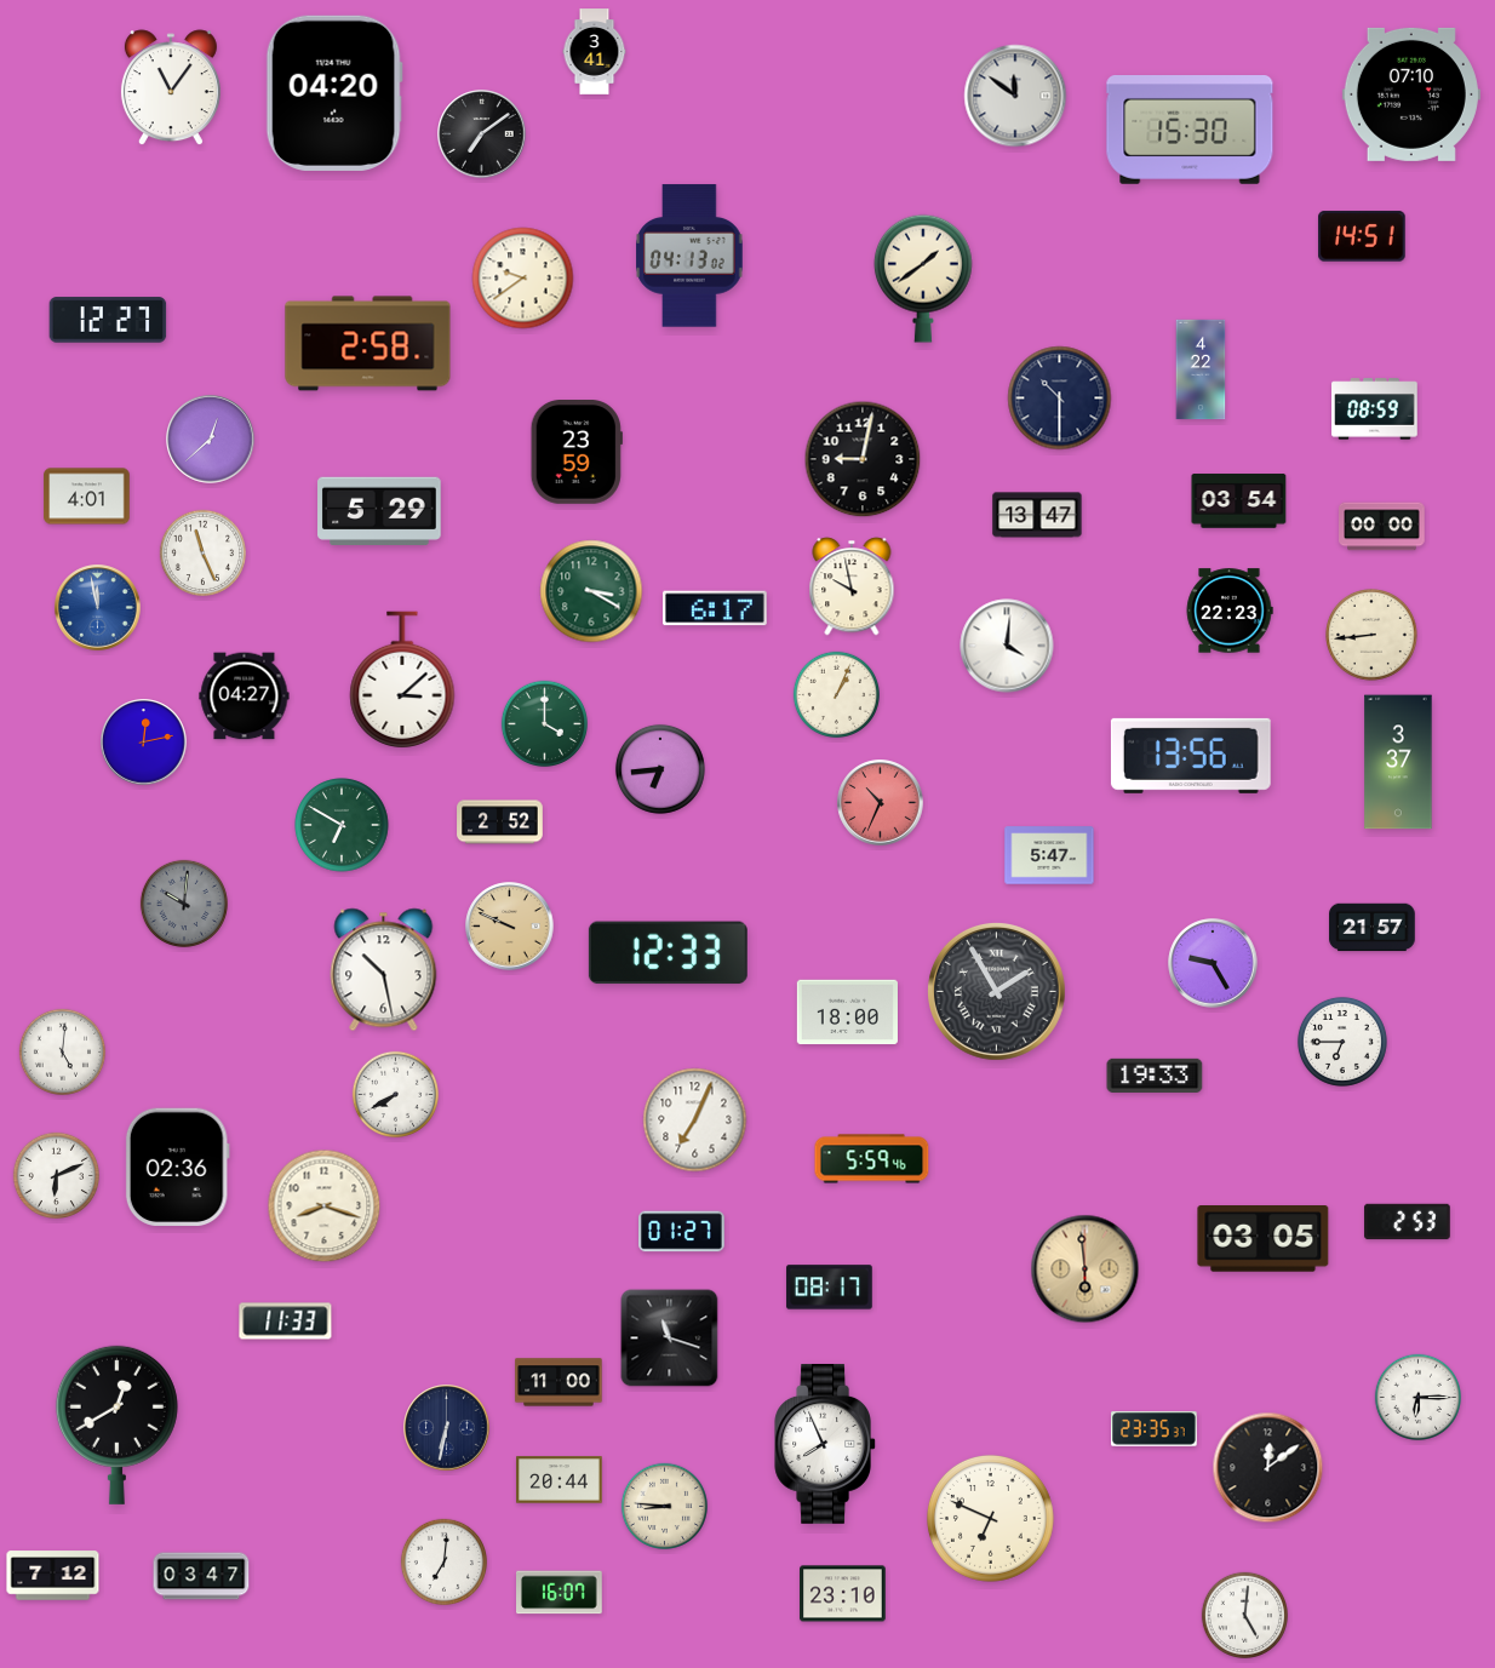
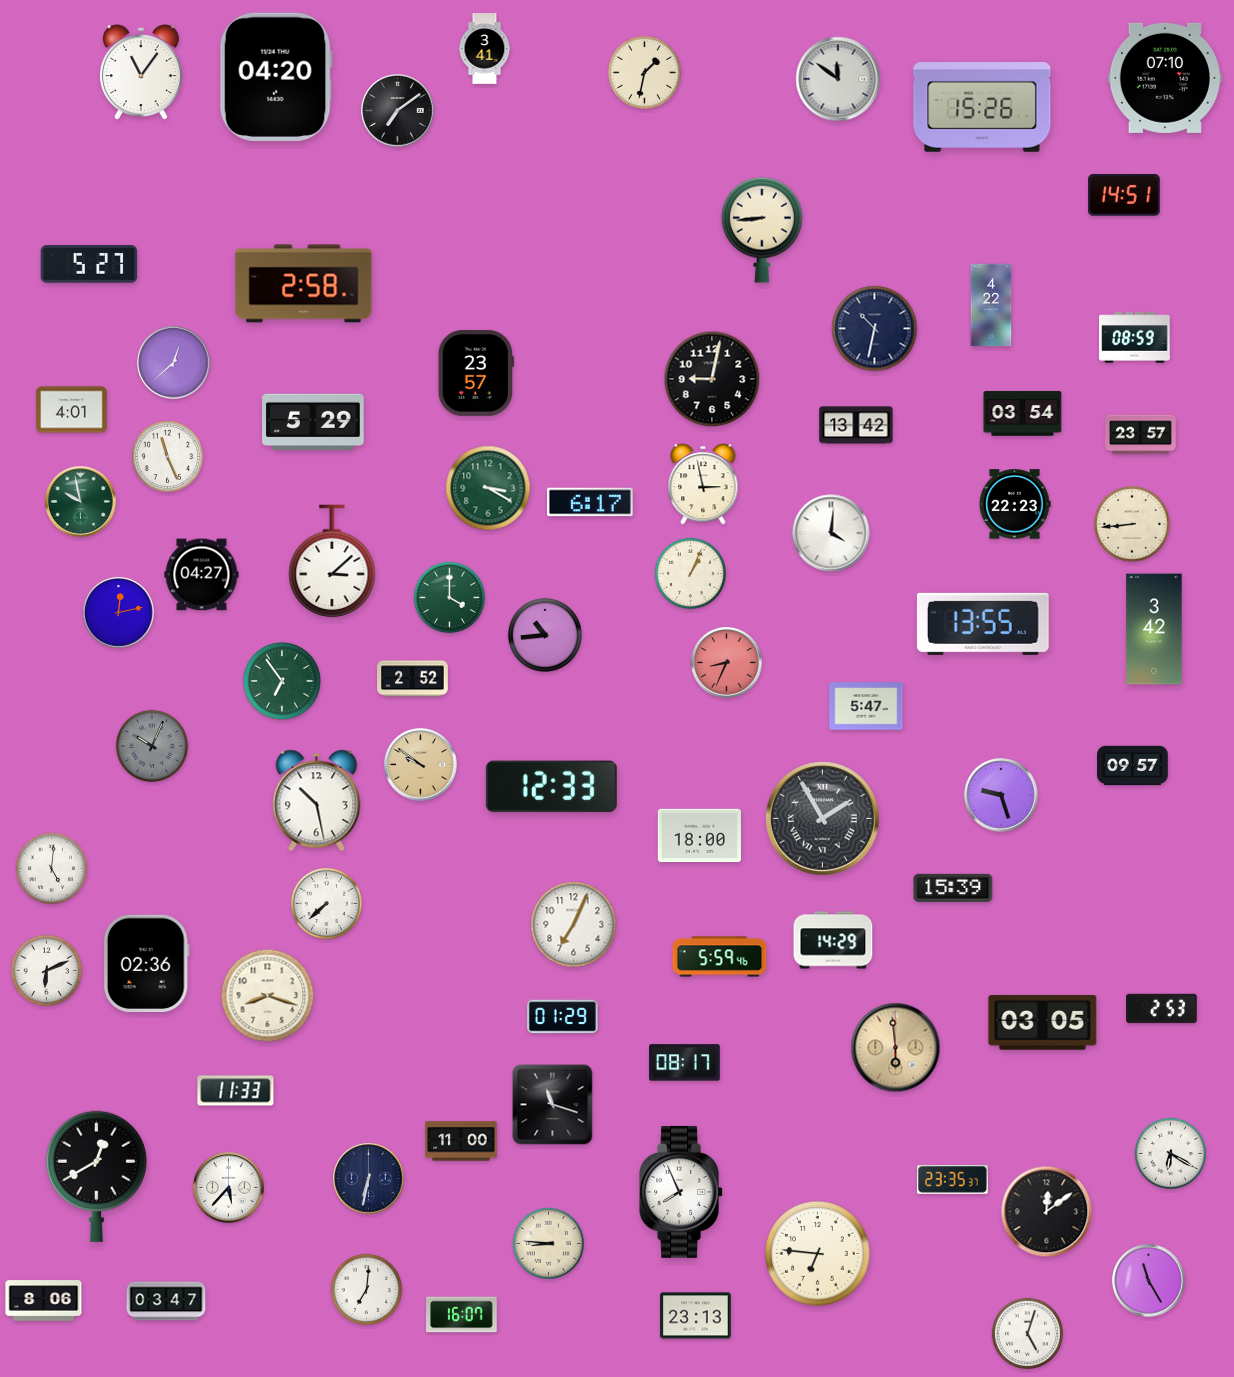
clock at (595, 52) position: (595, 52) -> (485, 49)
clock at (644, 72): none -> 1:32
clock at (1190, 131): 15:30 -> 15:26
clock at (689, 256): 04:13 -> none
clock at (523, 279): 9:39 -> none
clock at (923, 279): 1:39 -> 8:44
clock at (108, 320): 12:27 -> 5:27
clock at (1060, 399): 10:30 -> 10:32
clock at (577, 453): 23:59 -> 23:57
clock at (1037, 515): 13:47 -> 13:42
clock at (1382, 527): 00:00 -> 23:57
clock at (852, 586): 9:58 -> 2:58
clock at (98, 608): 11:58 -> 9:58
clock at (98, 608) dial: blue -> green
clock at (1191, 756): 13:56 -> 13:55
clock at (1398, 762): 3:37 -> 3:42
clock at (660, 769): 6:44 -> 10:44
clock at (881, 803): 10:34 -> 8:34
clock at (342, 825): 6:50 -> 6:54
clock at (184, 904): 10:01 -> 10:04
clock at (510, 927): 9:49 -> 9:51
clock at (1373, 928): 21:57 -> 09:57
clock at (1213, 963): 9:25 -> 9:27
clock at (1342, 1042): 6:45 -> none
clock at (1155, 1076): 19:33 -> 15:39
clock at (395, 1094): 7:40 -> 7:38
clock at (833, 940): none -> 14:29
clock at (682, 1232): 01:27 -> 01:29
clock at (1417, 1397): 6:15 -> 6:20
clock at (229, 1188): none -> 5:37
clock at (560, 1480): 20:44 -> none
clock at (990, 1518): 6:49 -> 6:46
clock at (1149, 1281): none -> 11:25
clock at (53, 1576): 7:12 -> 8:06
clock at (843, 1594): 23:10 -> 23:13
clock at (1244, 1615): 5:01 -> 5:03
